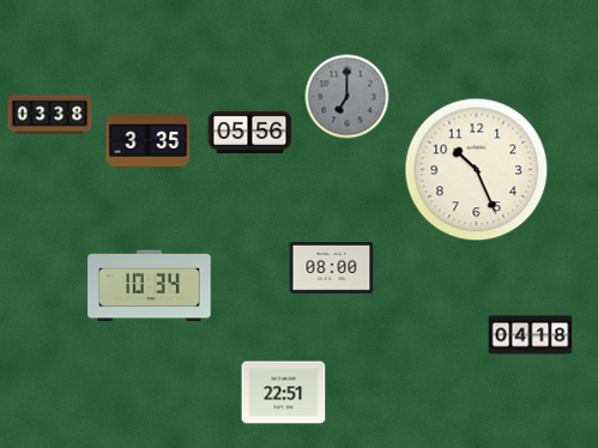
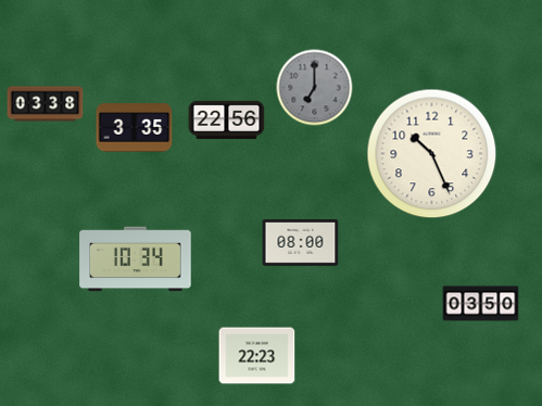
clock at (250, 132): 05:56 -> 22:56
clock at (531, 335): 04:18 -> 03:50
clock at (284, 393): 22:51 -> 22:23
